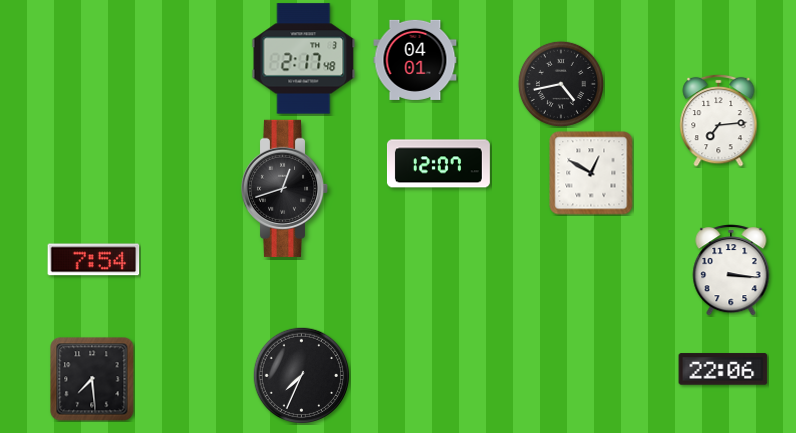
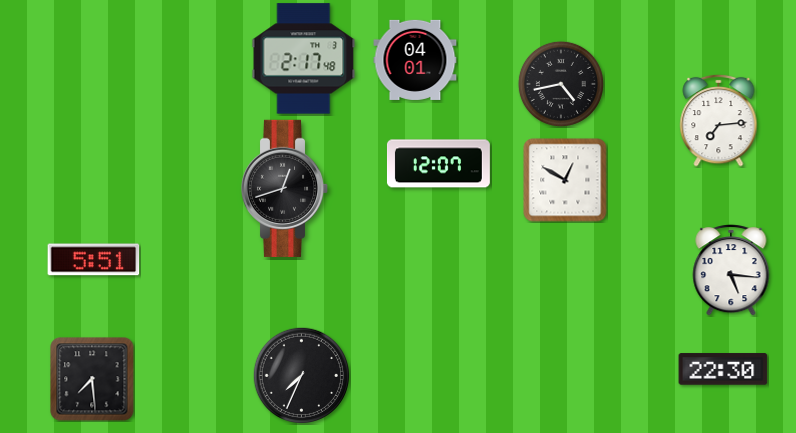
clock at (591, 173) position: (591, 173) -> (565, 180)
clock at (94, 260): 7:54 -> 5:51
clock at (731, 270): 3:16 -> 5:16
clock at (723, 369): 22:06 -> 22:30
